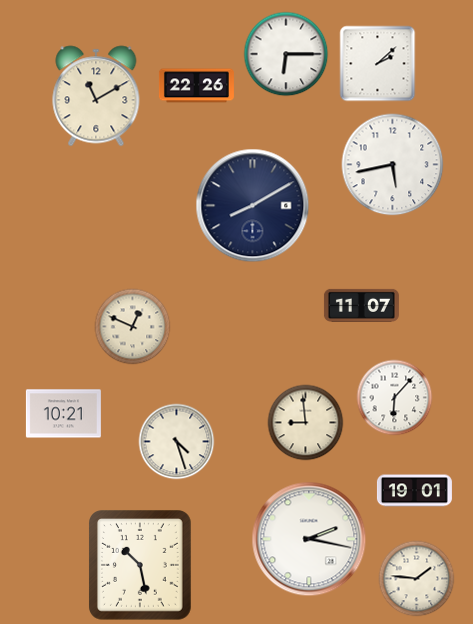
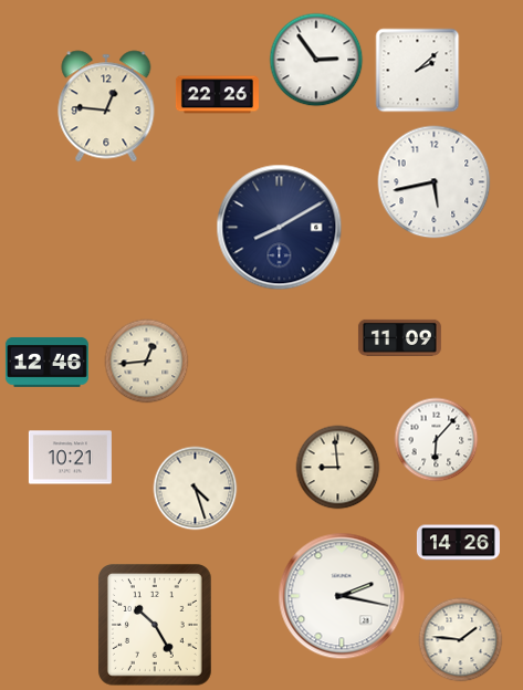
clock at (286, 54): 6:15 -> 2:54
clock at (96, 96): 11:10 -> 12:46
clock at (361, 305): 11:07 -> 11:09
clock at (46, 362): none -> 12:46
clock at (133, 327): 12:49 -> 12:44
clock at (414, 491): 19:01 -> 14:26
clock at (141, 566): 10:28 -> 10:25
